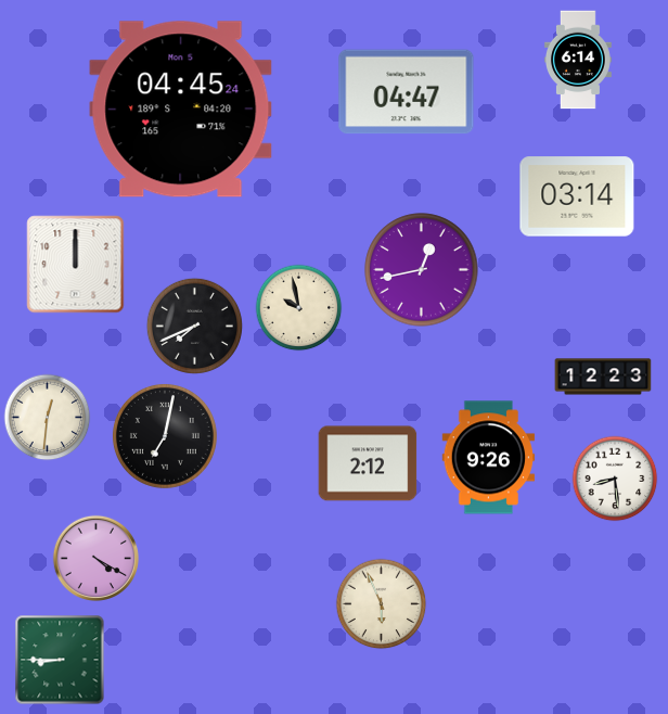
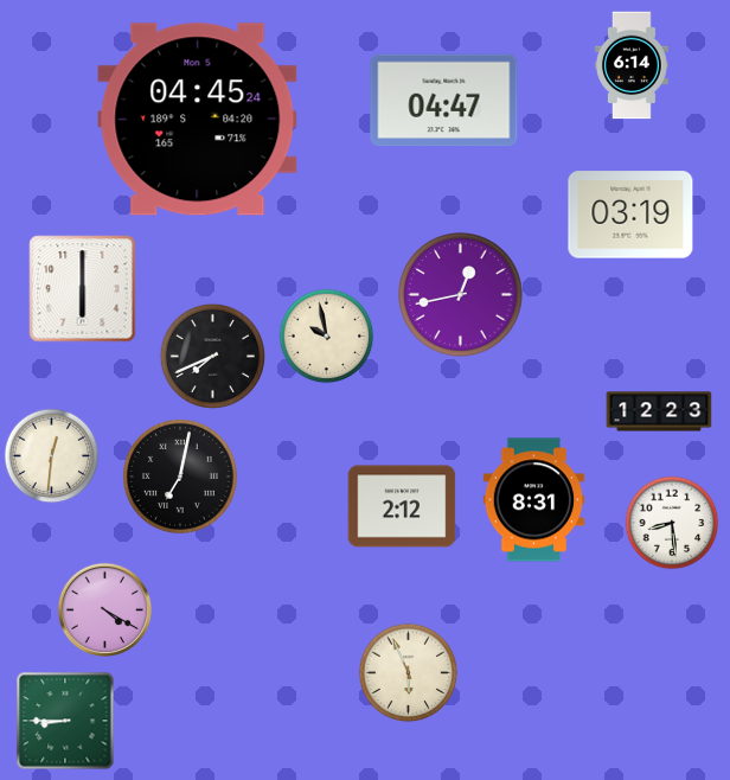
clock at (577, 196): 03:14 -> 03:19
clock at (76, 265): 12:00 -> 6:00
clock at (489, 458): 9:26 -> 8:31
clock at (382, 604) position: (382, 604) -> (409, 673)
